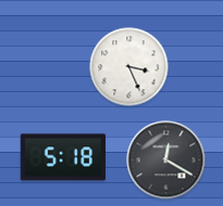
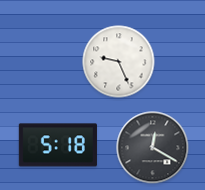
clock at (129, 67): 3:26 -> 9:26
